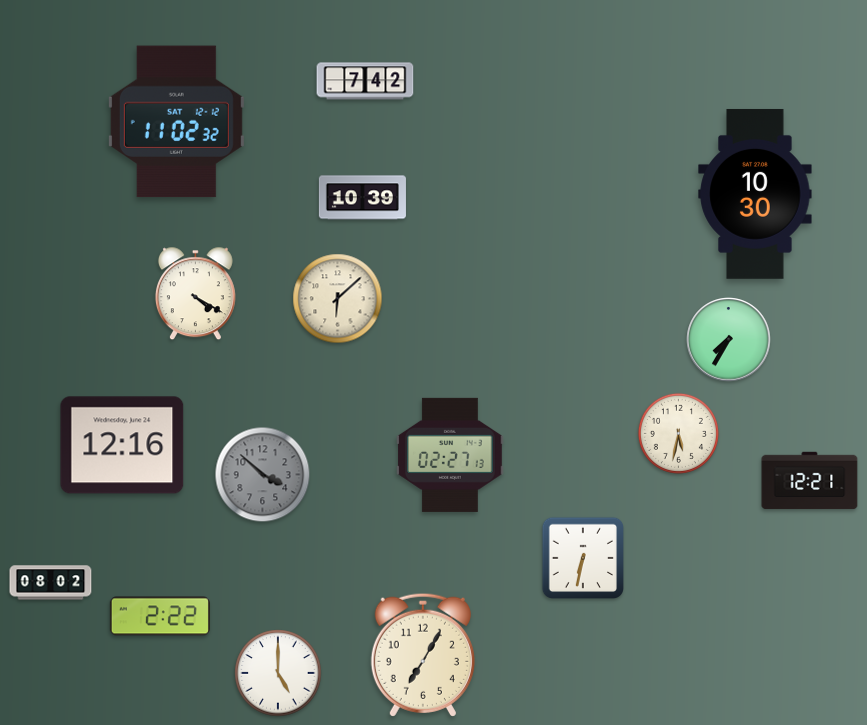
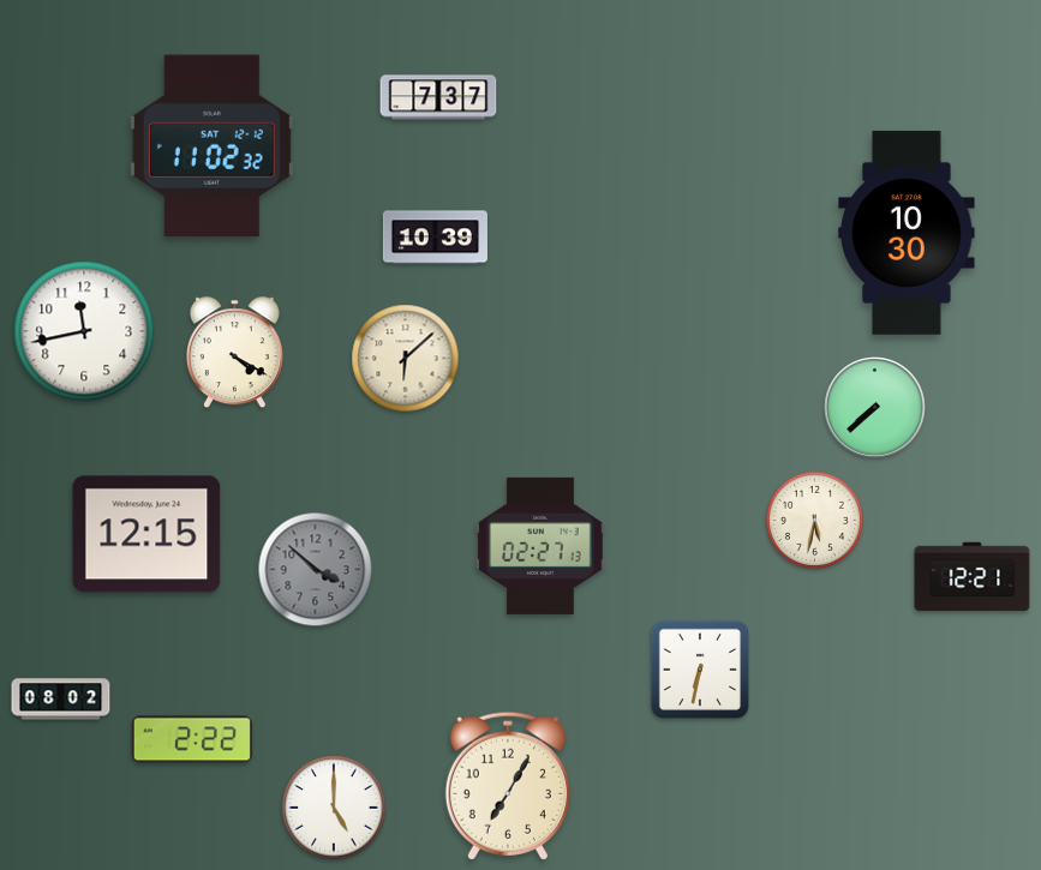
clock at (365, 81): 7:42 -> 7:37
clock at (84, 331): none -> 11:43
clock at (729, 340): 7:35 -> 7:38
clock at (122, 445): 12:16 -> 12:15
